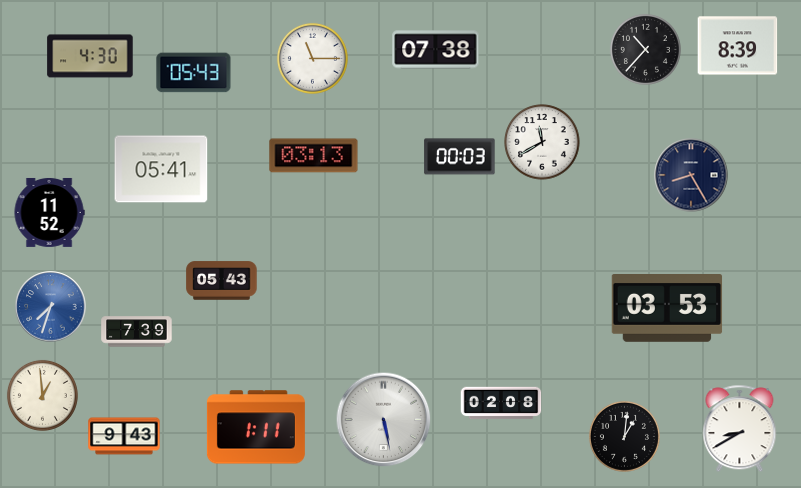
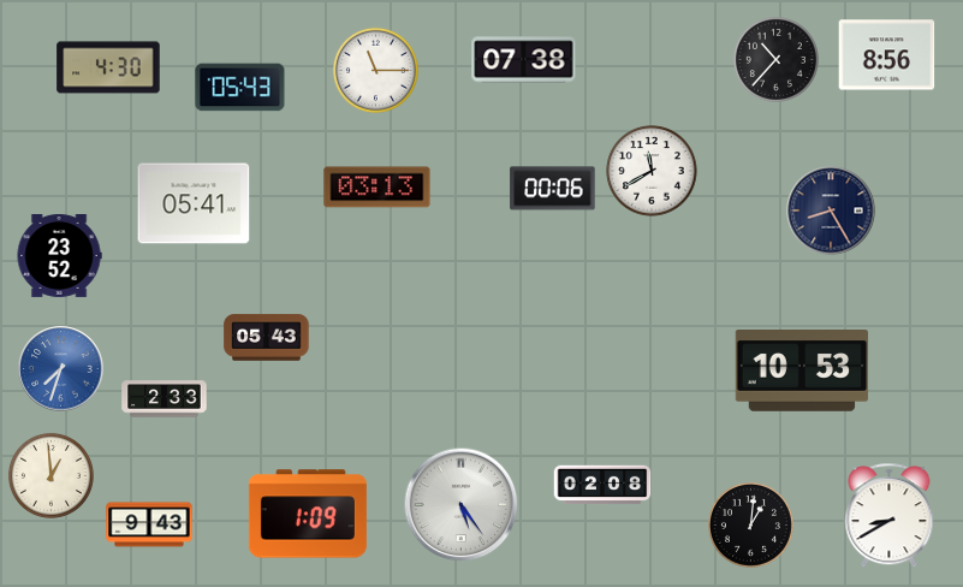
clock at (738, 46): 8:39 -> 8:56
clock at (194, 73) position: (194, 73) -> (240, 88)
clock at (460, 157): 00:03 -> 00:06
clock at (49, 212): 11:52 -> 23:52
clock at (667, 309): 03:53 -> 10:53
clock at (137, 332): 7:39 -> 2:33
clock at (384, 420): 5:28 -> 5:24
clock at (256, 427): 1:11 -> 1:09
